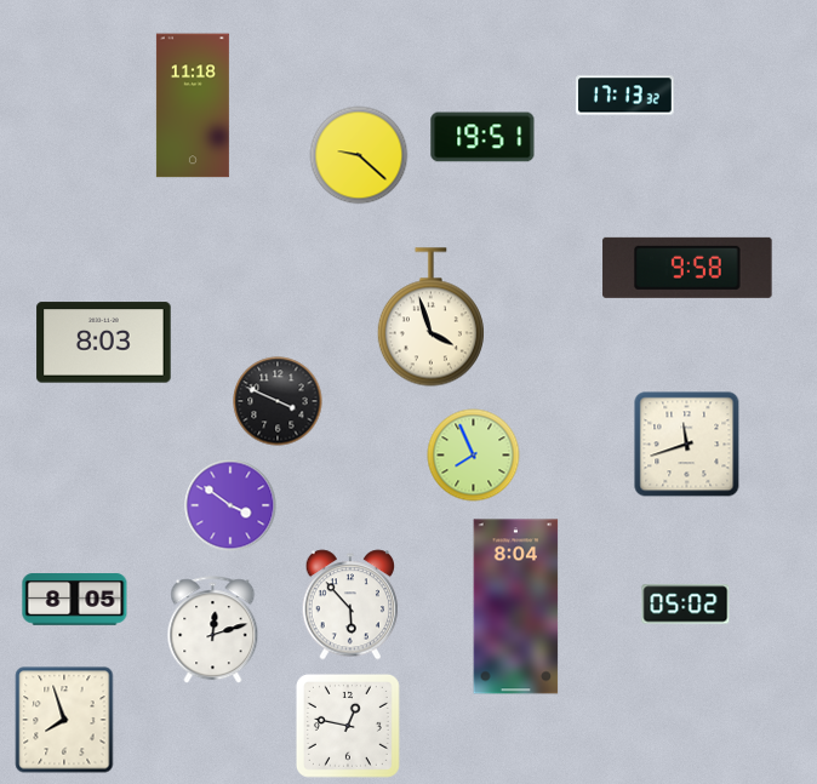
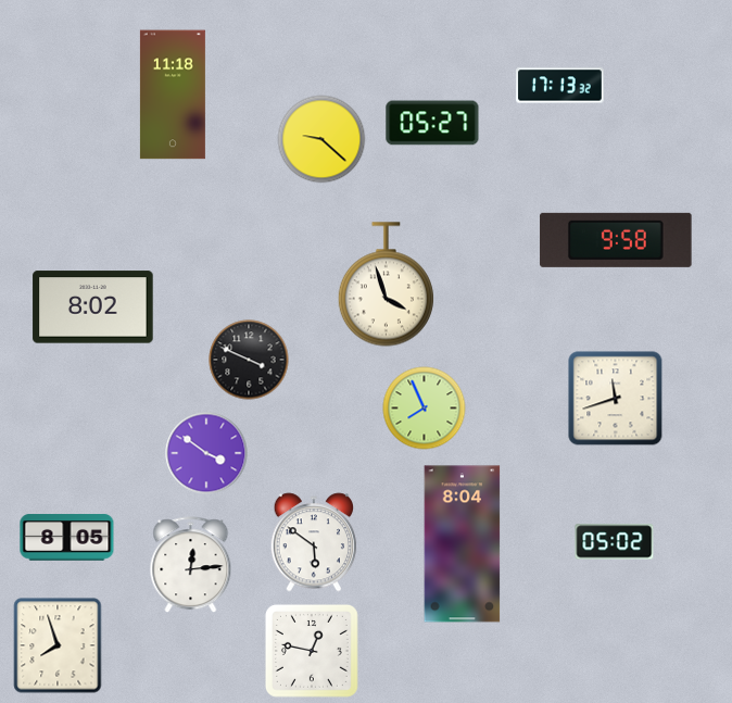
clock at (482, 137): 19:51 -> 05:27
clock at (104, 343): 8:03 -> 8:02
clock at (350, 605): 5:53 -> 5:51
clock at (213, 630): 12:12 -> 12:14
